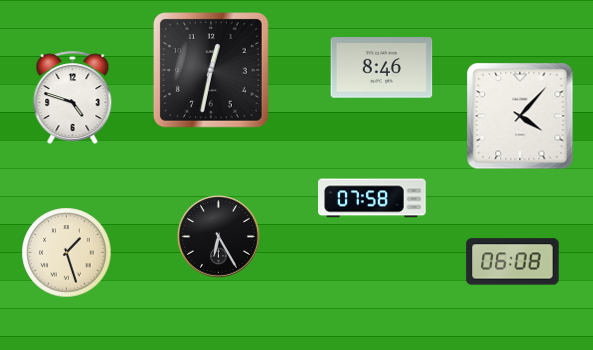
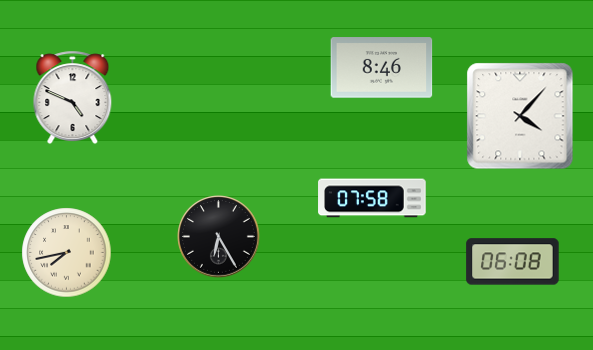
clock at (211, 70): 12:32 -> none
clock at (73, 98): 4:48 -> 4:49
clock at (67, 253): 1:27 -> 7:43
